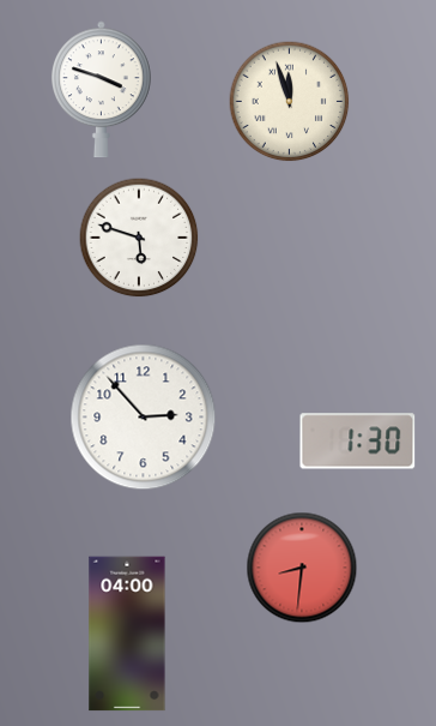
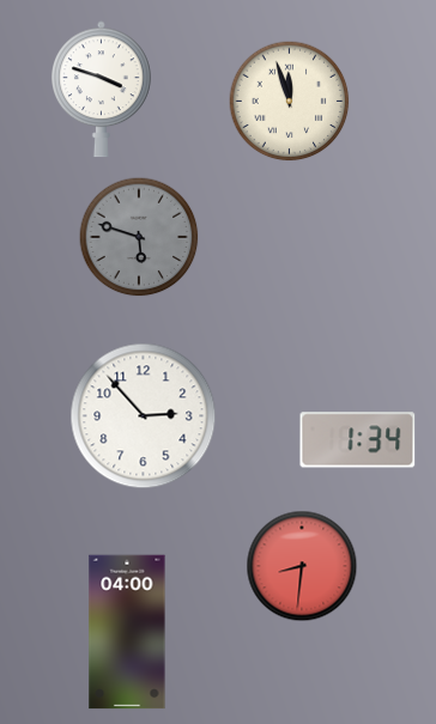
clock at (139, 238) dial: white -> grey
clock at (358, 442): 1:30 -> 1:34
